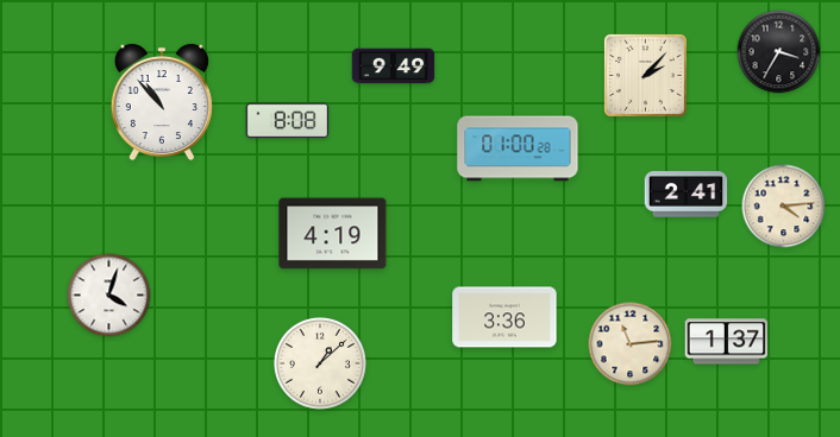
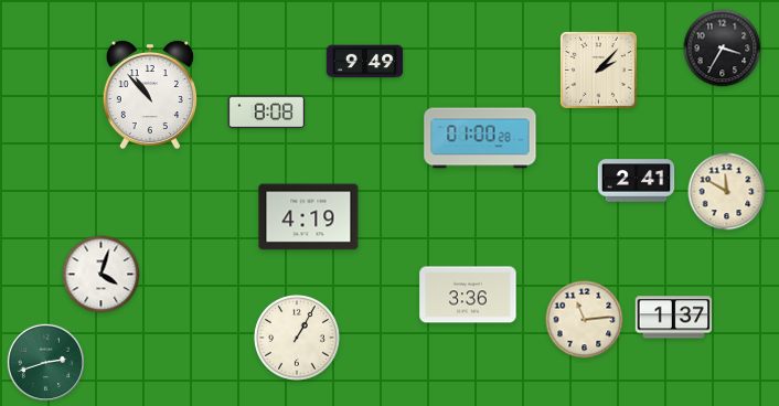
clock at (784, 207): 4:14 -> 11:50
clock at (320, 363): 1:08 -> 1:05
clock at (45, 362): none -> 2:42
